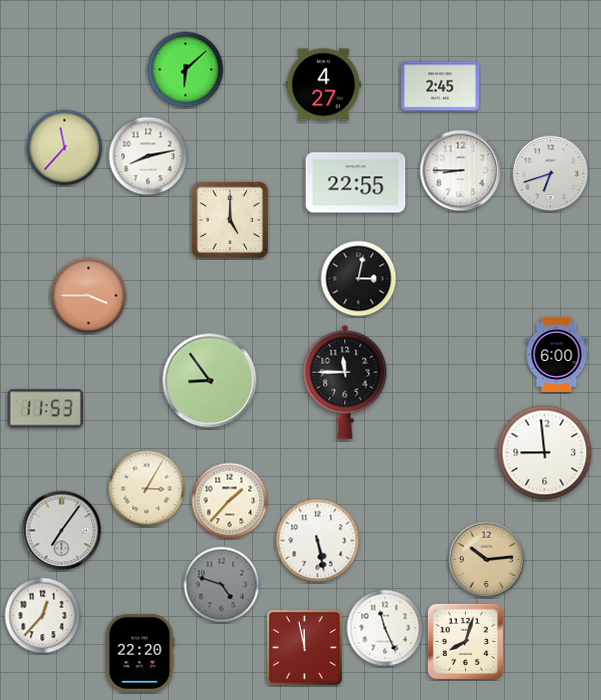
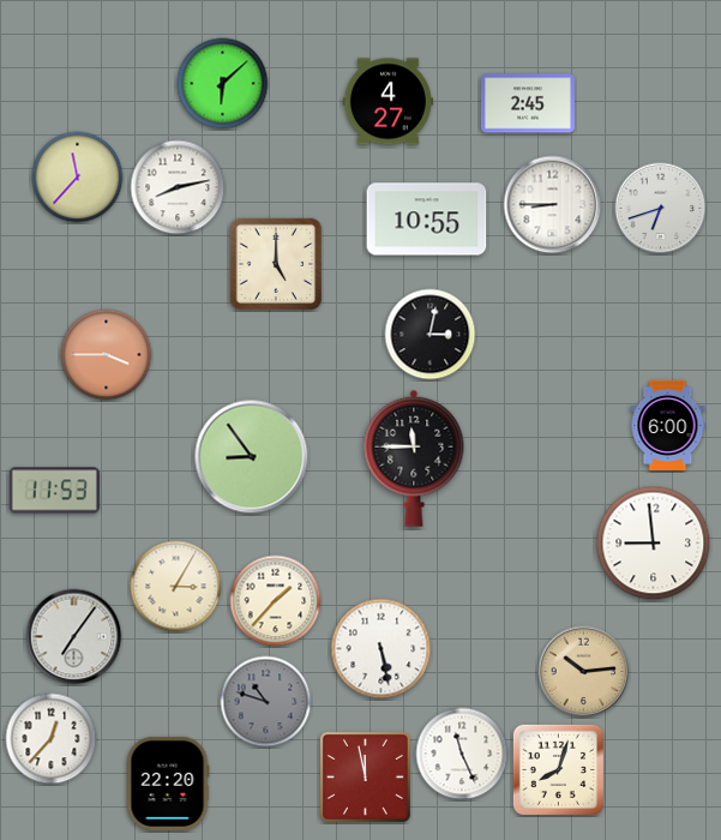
clock at (356, 183): 22:55 -> 10:55
clock at (222, 585): 4:48 -> 10:48
